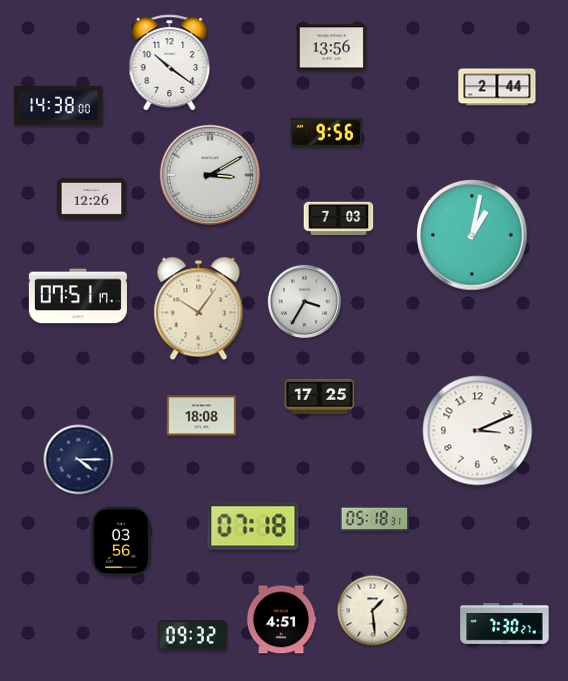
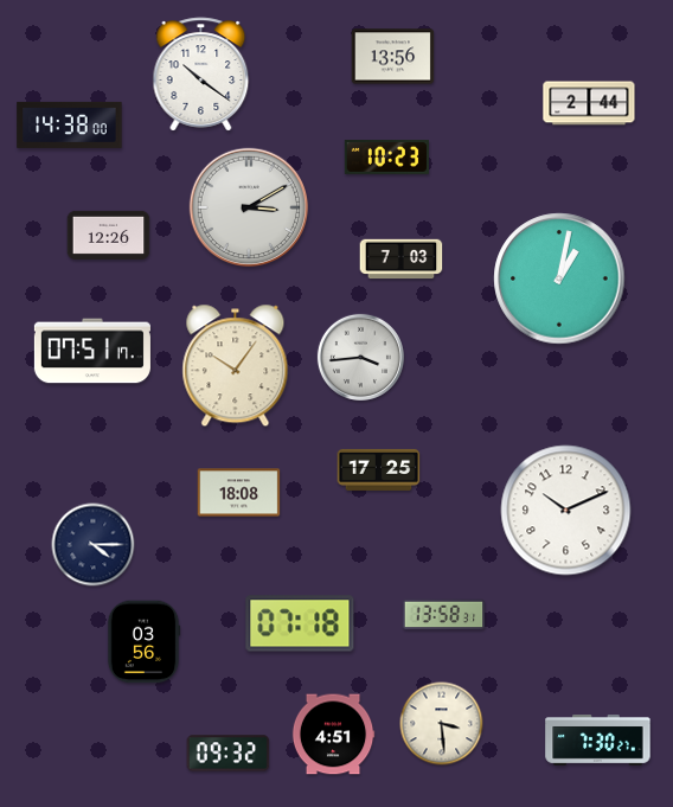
clock at (326, 132): 9:56 -> 10:23
clock at (304, 301): 3:35 -> 3:44
clock at (478, 431): 3:11 -> 10:11
clock at (375, 519): 05:18 -> 13:58
clock at (373, 611): 1:29 -> 3:29
